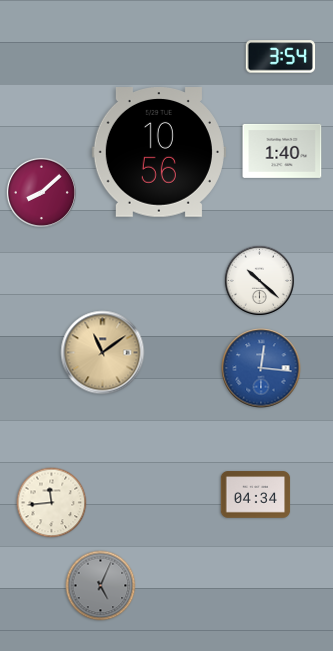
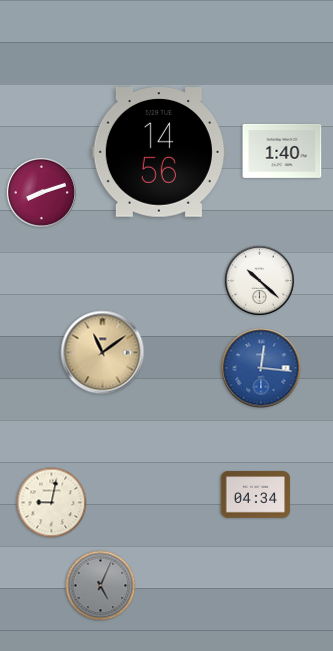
clock at (281, 57): 3:54 -> none
clock at (159, 153): 10:56 -> 14:56
clock at (41, 192): 8:08 -> 8:12
clock at (52, 503): 11:44 -> 9:02
